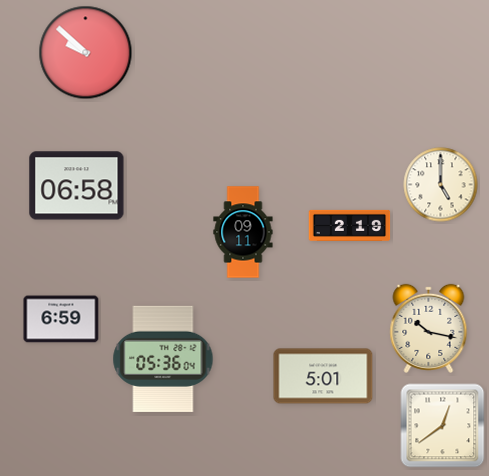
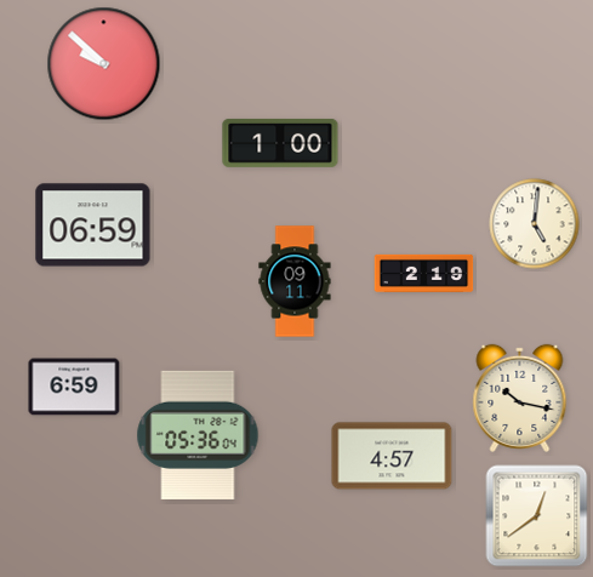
clock at (280, 143): none -> 1:00
clock at (441, 185): 5:00 -> 5:01
clock at (77, 186): 06:58 -> 06:59
clock at (323, 376): 5:01 -> 4:57
